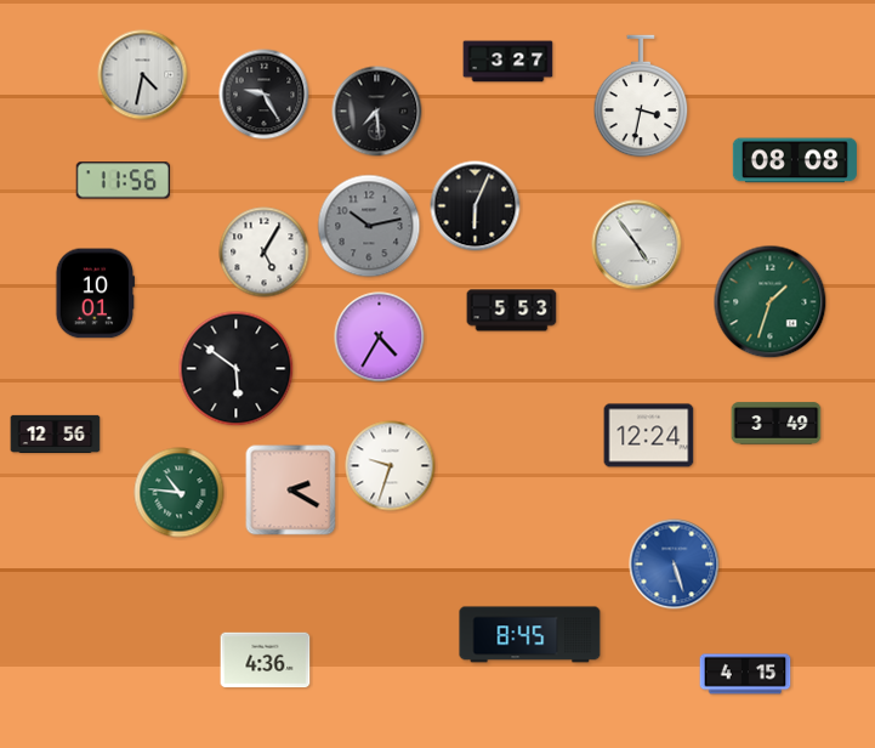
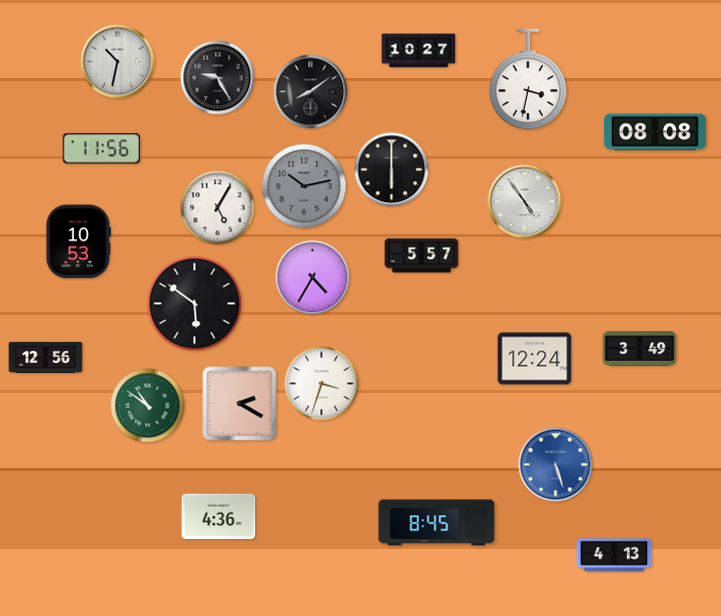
clock at (508, 62): 3:27 -> 10:27
clock at (143, 75): 4:32 -> 10:32
clock at (377, 112): 7:29 -> 8:09
clock at (476, 206): 6:04 -> 6:00
clock at (96, 294): 10:01 -> 10:53
clock at (771, 302): 1:33 -> none
clock at (512, 311): 5:53 -> 5:57
clock at (391, 466): 9:33 -> 3:33
clock at (180, 493): 10:46 -> 10:51
clock at (266, 661) position: (266, 661) -> (219, 517)
clock at (745, 674): 4:15 -> 4:13
